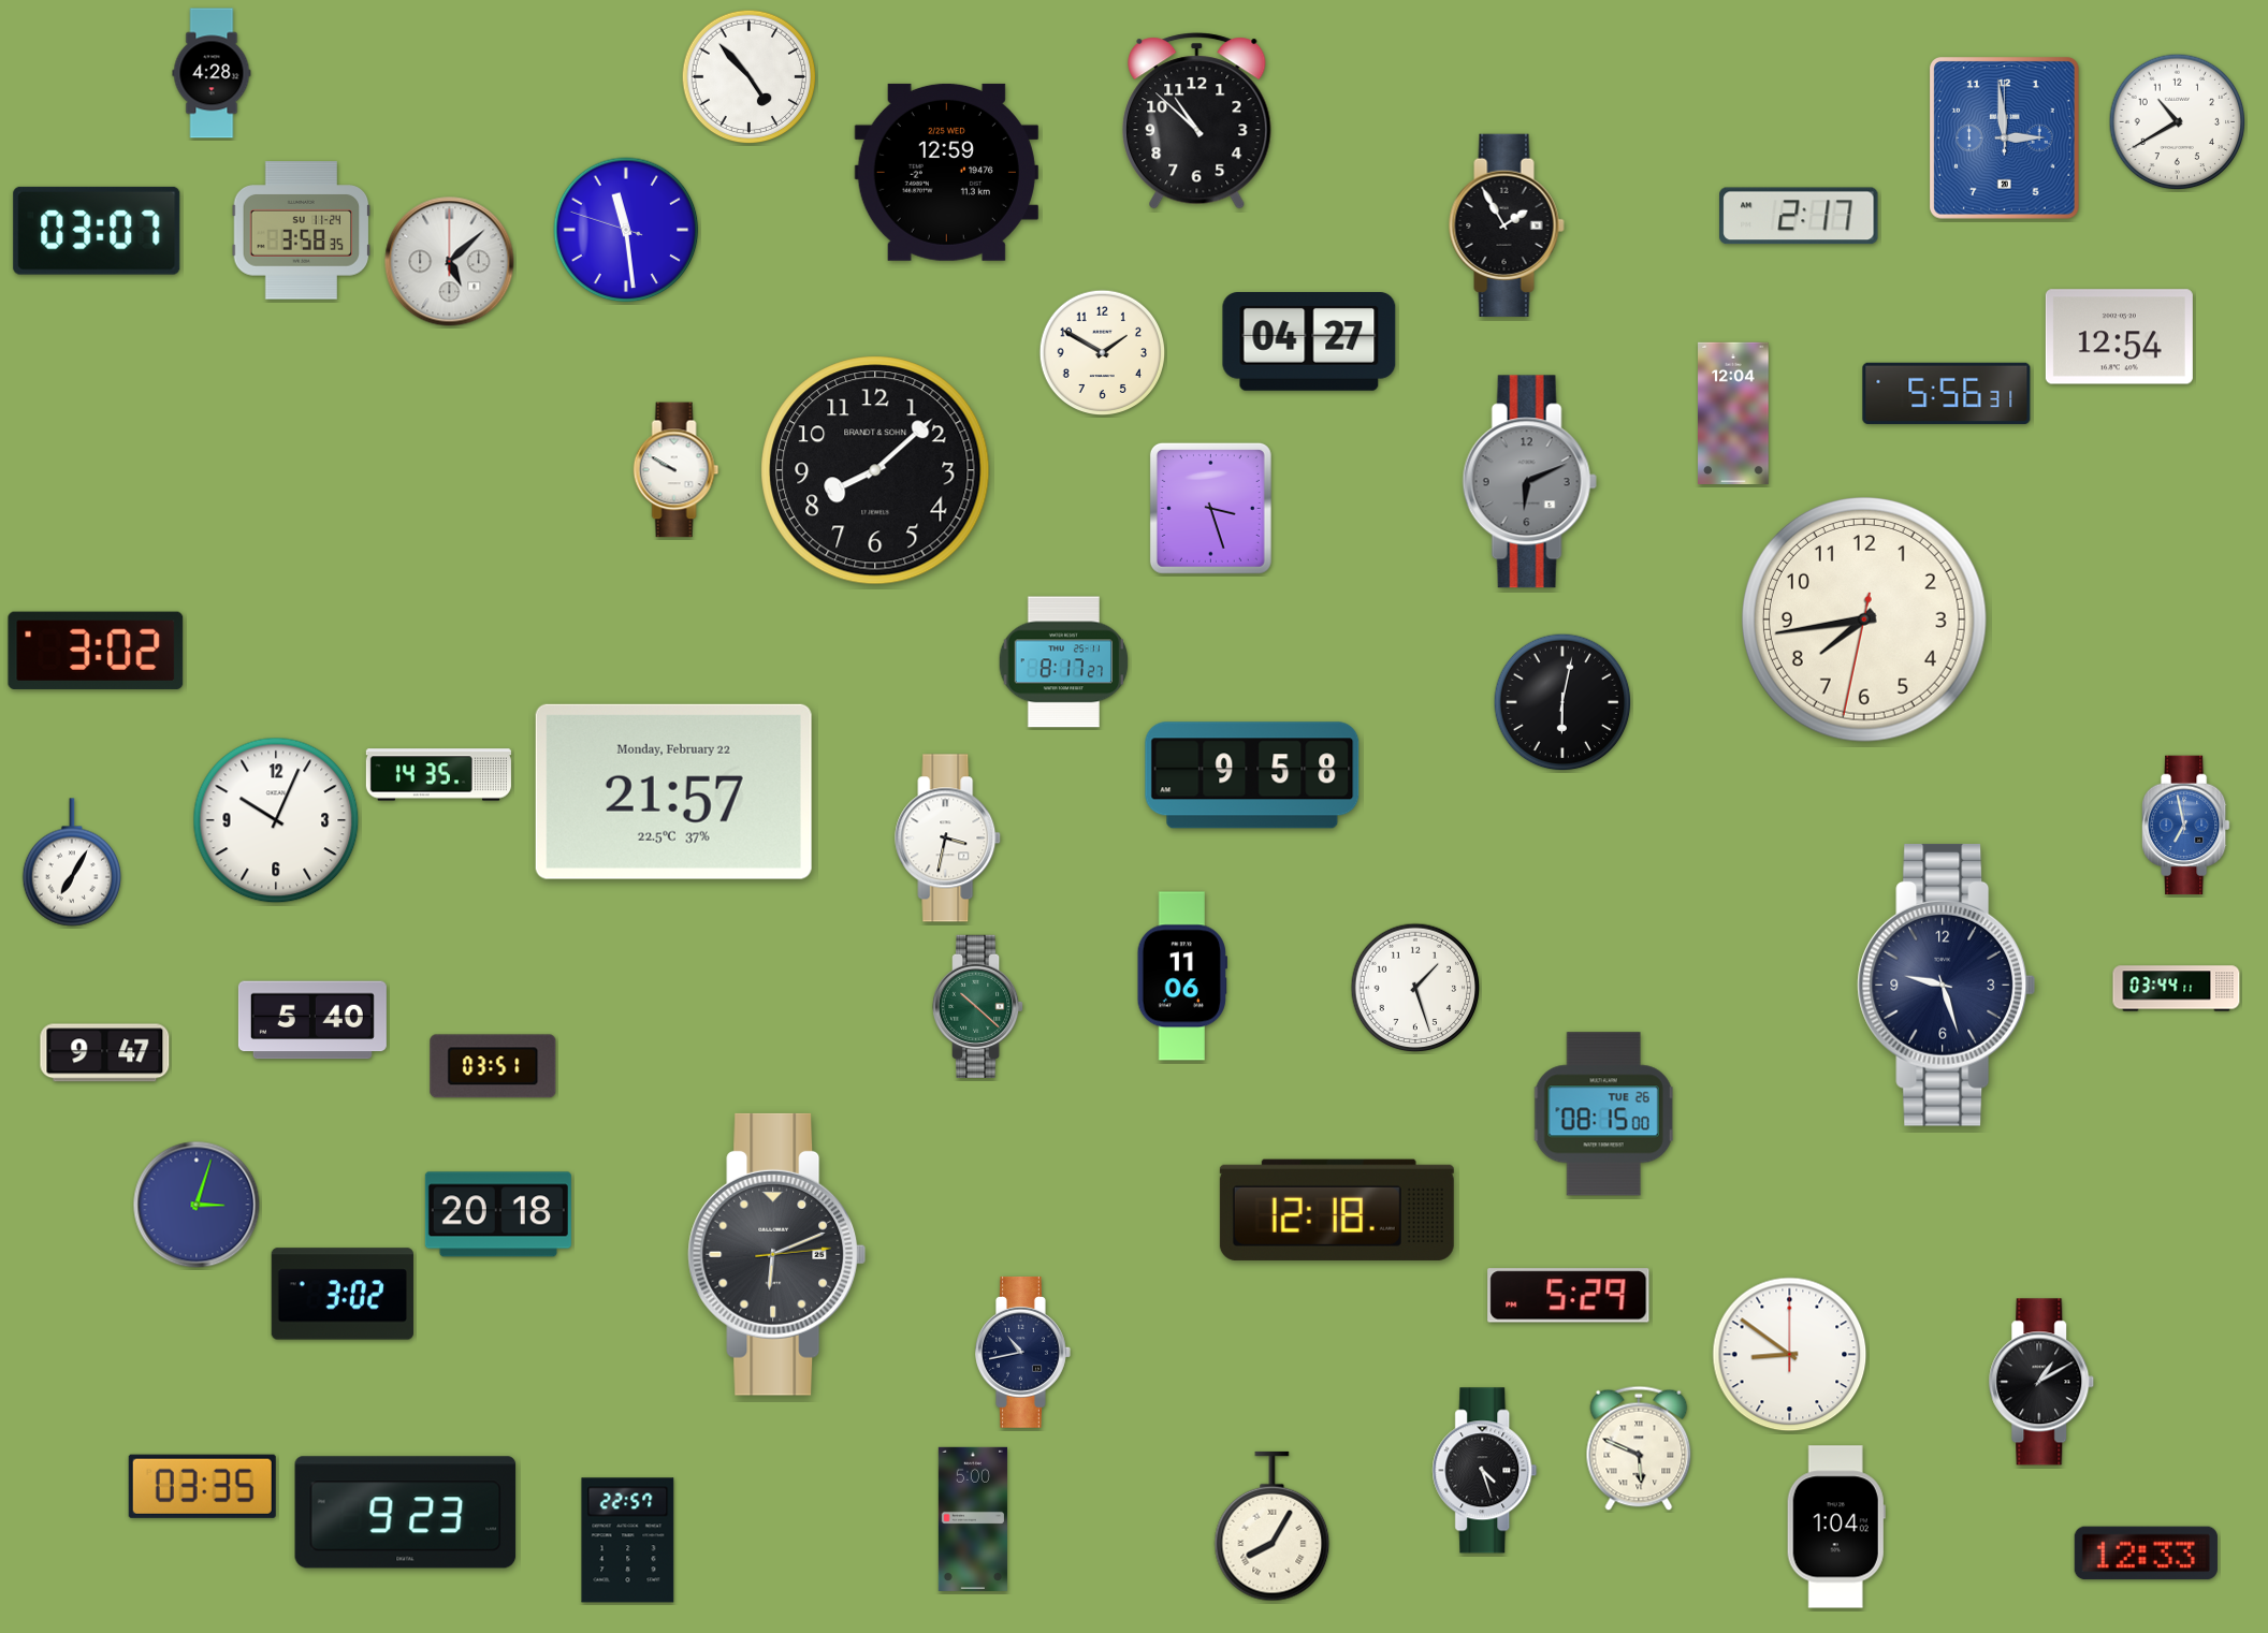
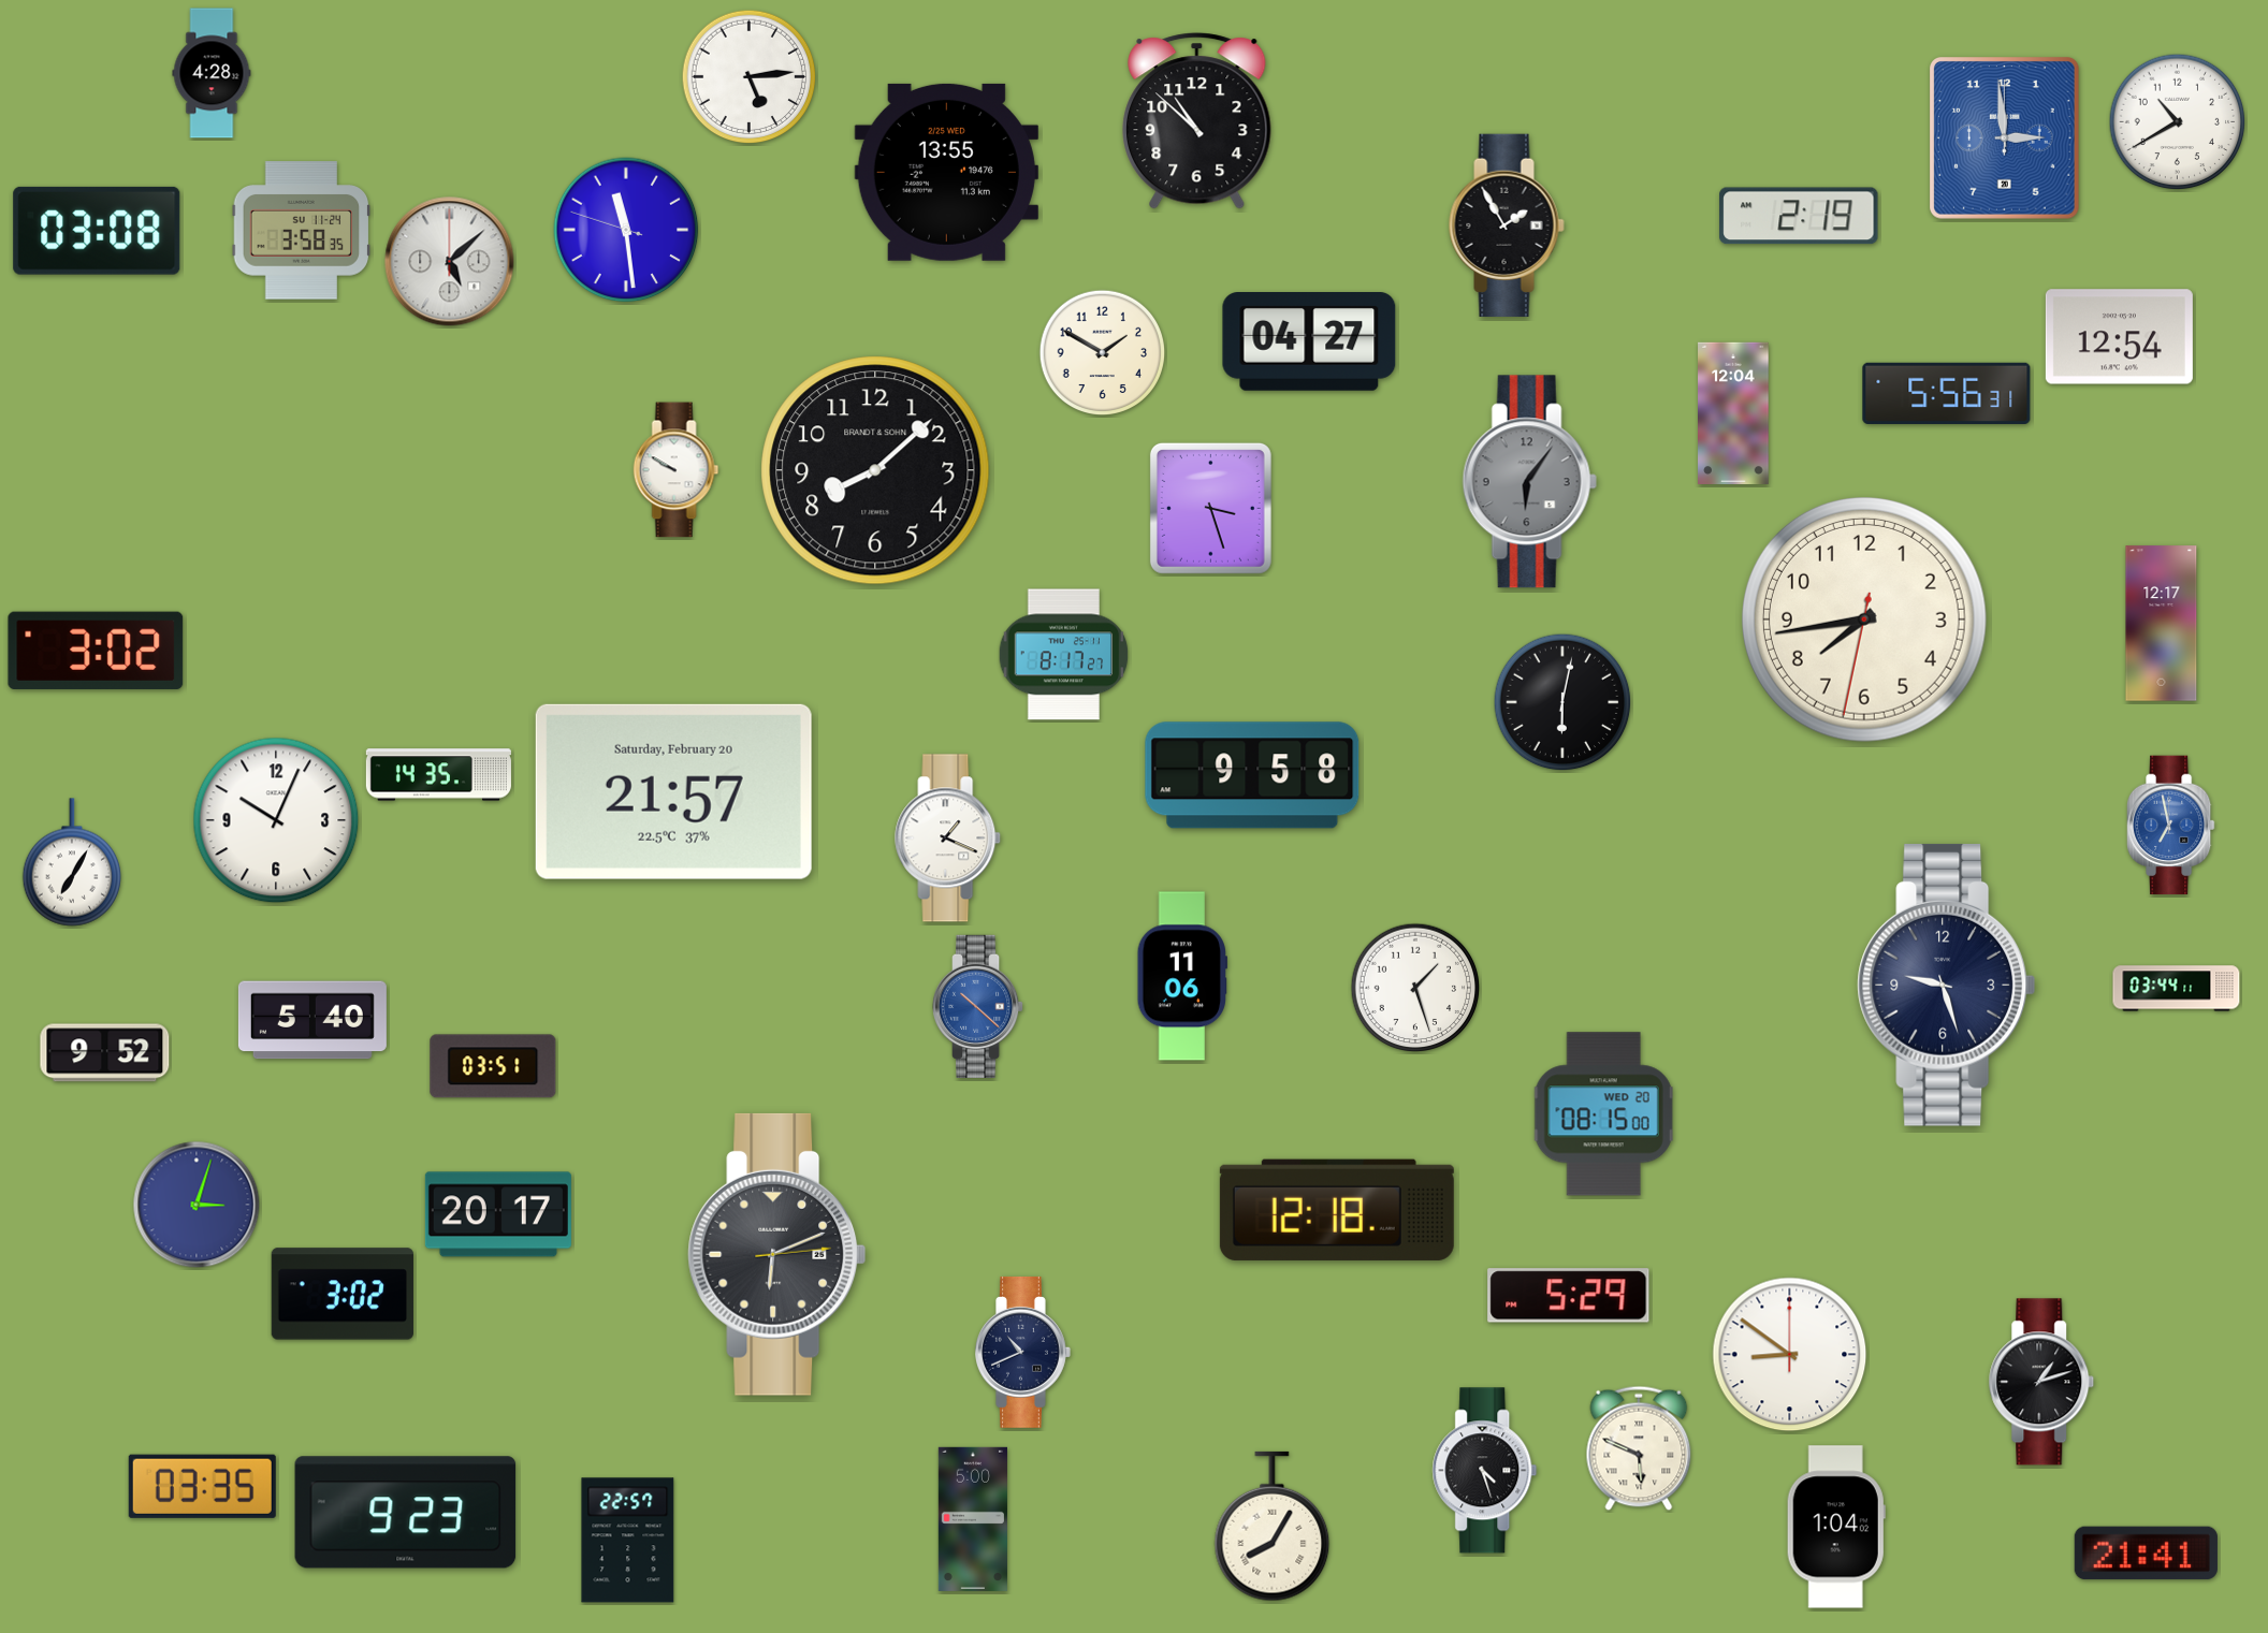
clock at (750, 77): 4:53 -> 5:14
clock at (946, 172): 12:59 -> 13:55
clock at (1799, 216): 2:17 -> 2:19
clock at (97, 231): 03:07 -> 03:08
clock at (1529, 482): 6:11 -> 6:06
clock at (2162, 624): none -> 12:17
clock at (1064, 662) position: (1064, 662) -> (1064, 655)
clock at (673, 791) date: Monday, February 22 -> Saturday, February 20
clock at (2185, 826) position: (2185, 826) -> (2170, 826)
clock at (948, 839): 3:32 -> 1:19
clock at (979, 1006) dial: green -> blue
clock at (105, 1053): 9:47 -> 9:52
clock at (1603, 1114) date: TUE 26 -> WED 20
clock at (498, 1214): 20:18 -> 20:17
clock at (1023, 1352): 10:43 -> 10:41
clock at (2041, 1382): 1:10 -> 1:12
clock at (2146, 1554): 12:33 -> 21:41
